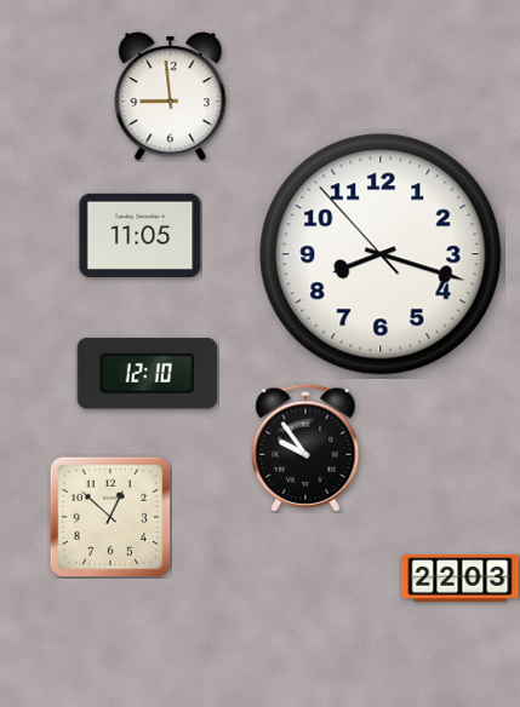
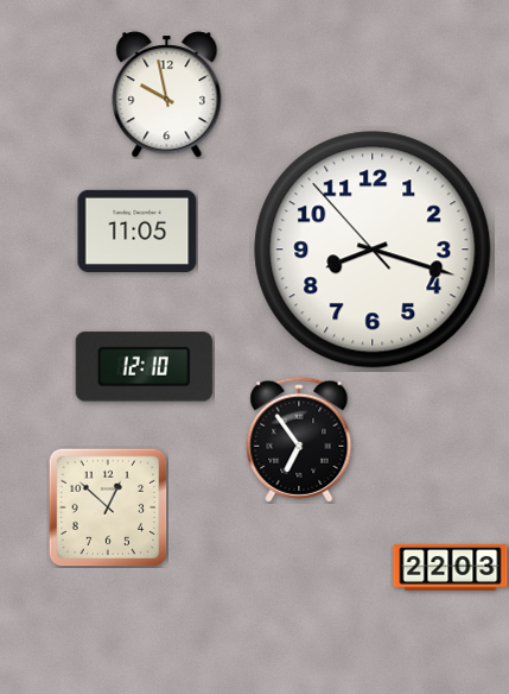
clock at (171, 97): 8:59 -> 9:58
clock at (305, 448): 9:54 -> 6:54
